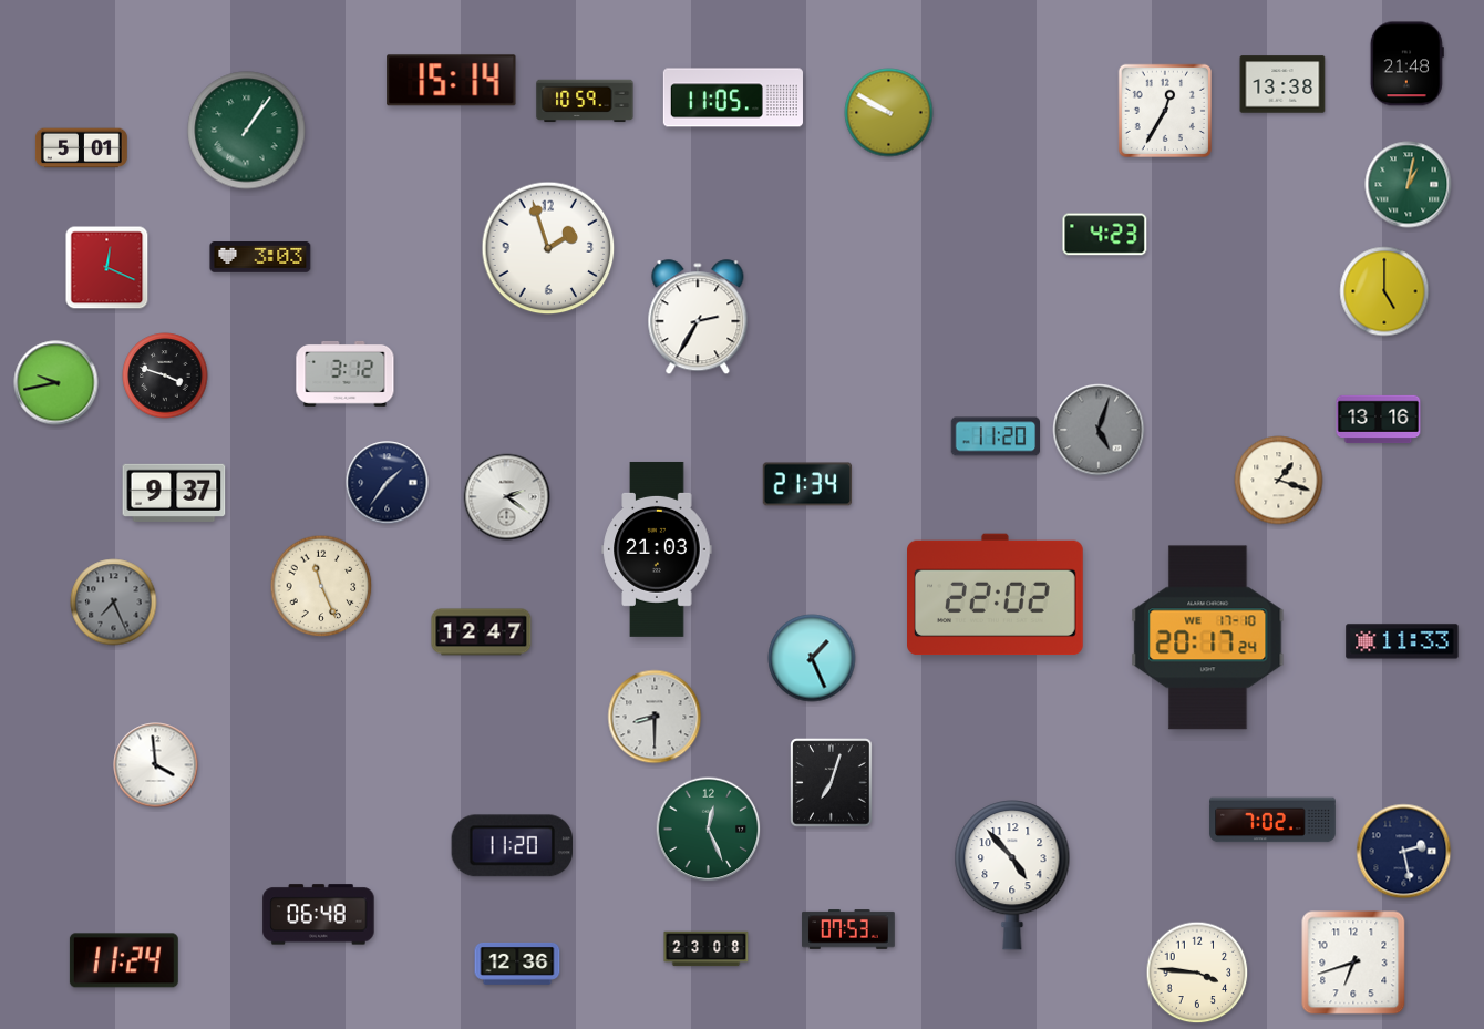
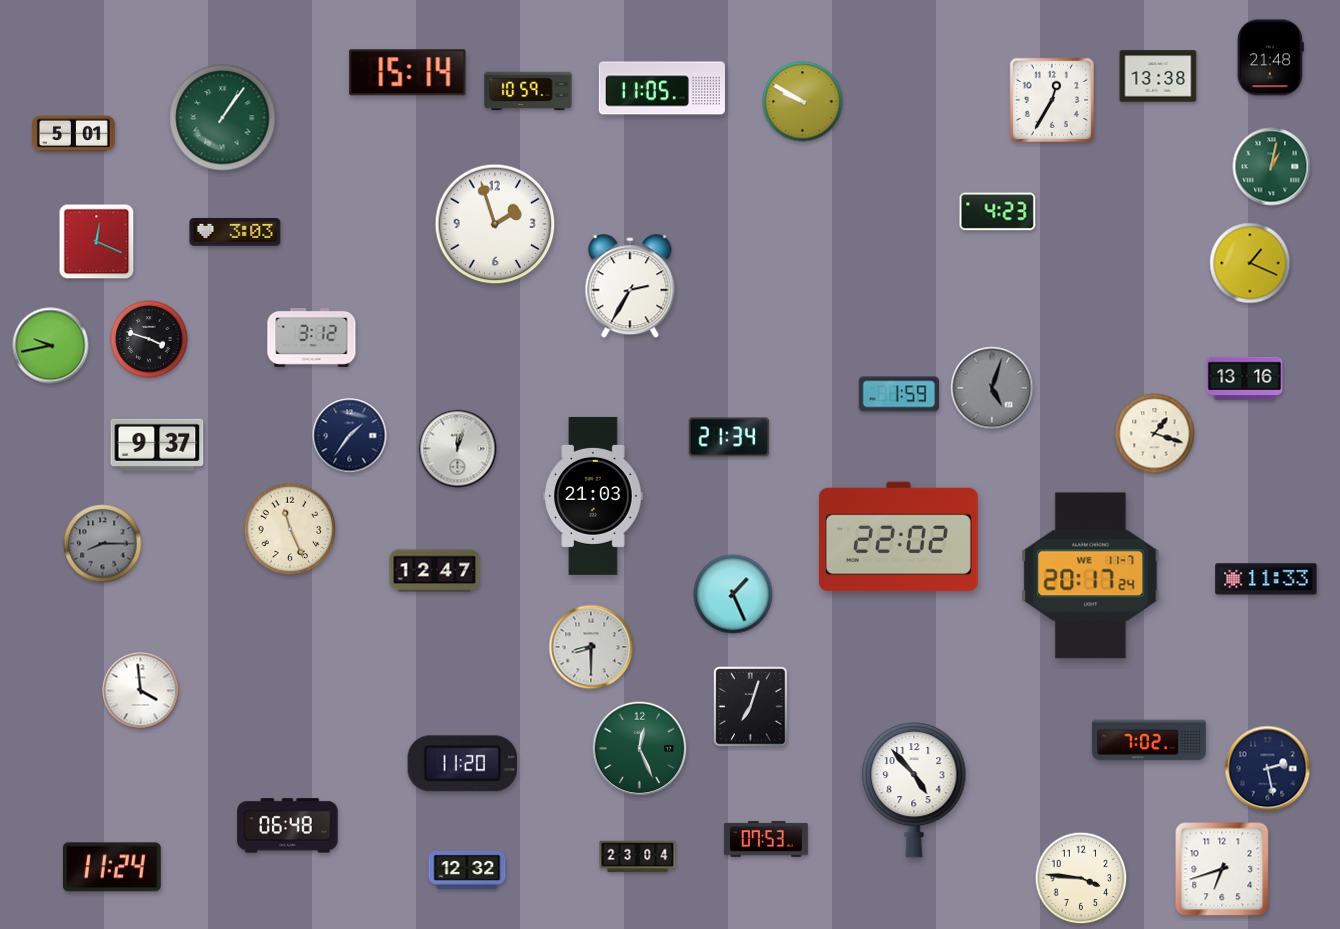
clock at (1384, 291): 5:00 -> 1:19
clock at (996, 436): 11:20 -> 1:59
clock at (507, 497): 2:21 -> 12:03
clock at (114, 603): 7:26 -> 8:15
clock at (1208, 638) date: WE 17-10 -> WE 11-7
clock at (707, 949): 23:08 -> 23:04
clock at (517, 964): 12:36 -> 12:32
